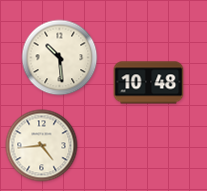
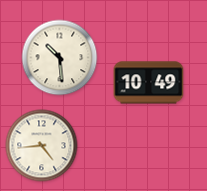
clock at (149, 83): 10:48 -> 10:49
